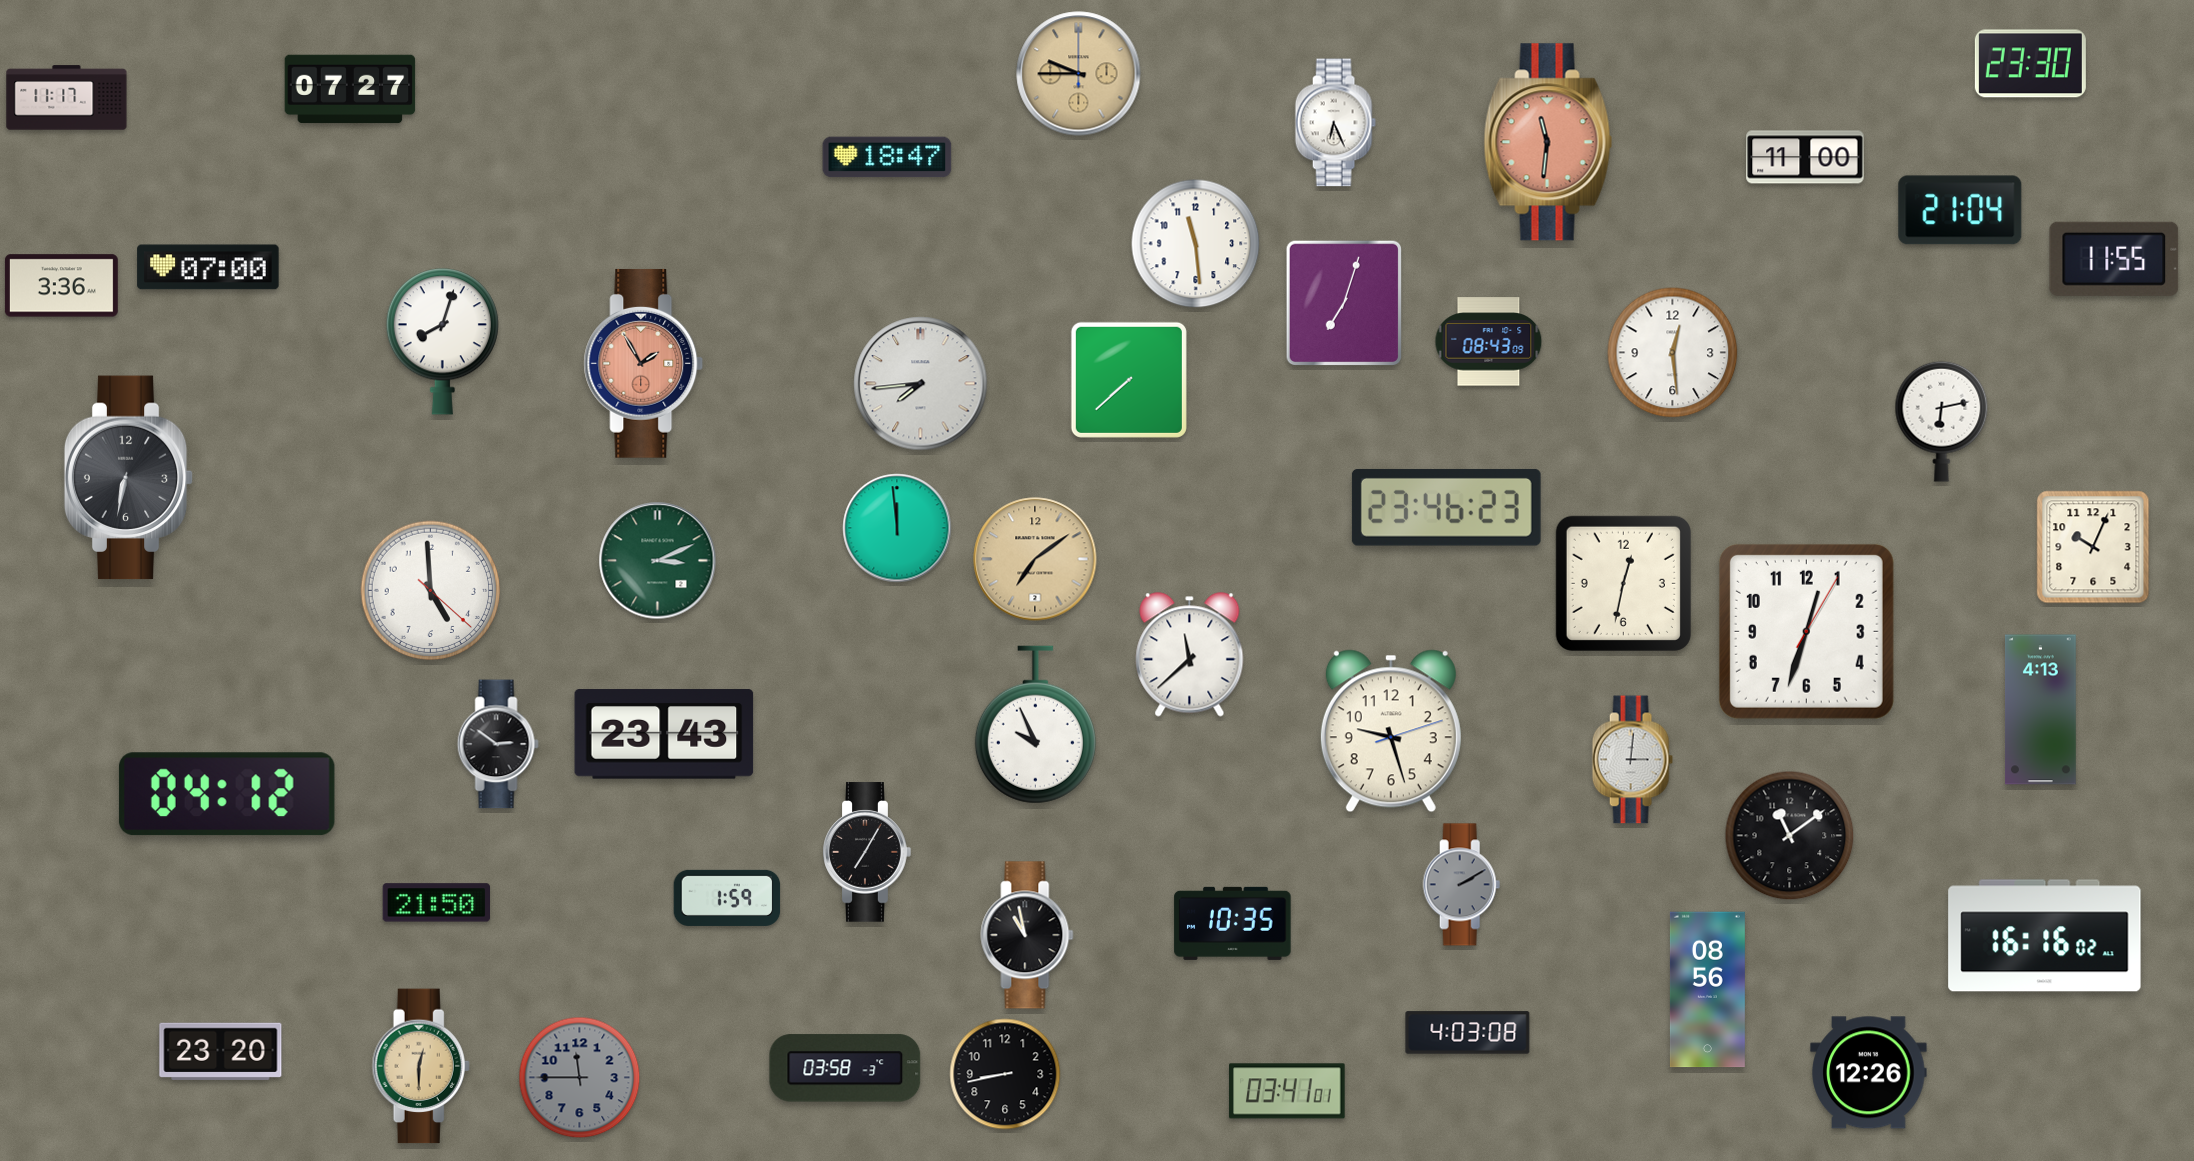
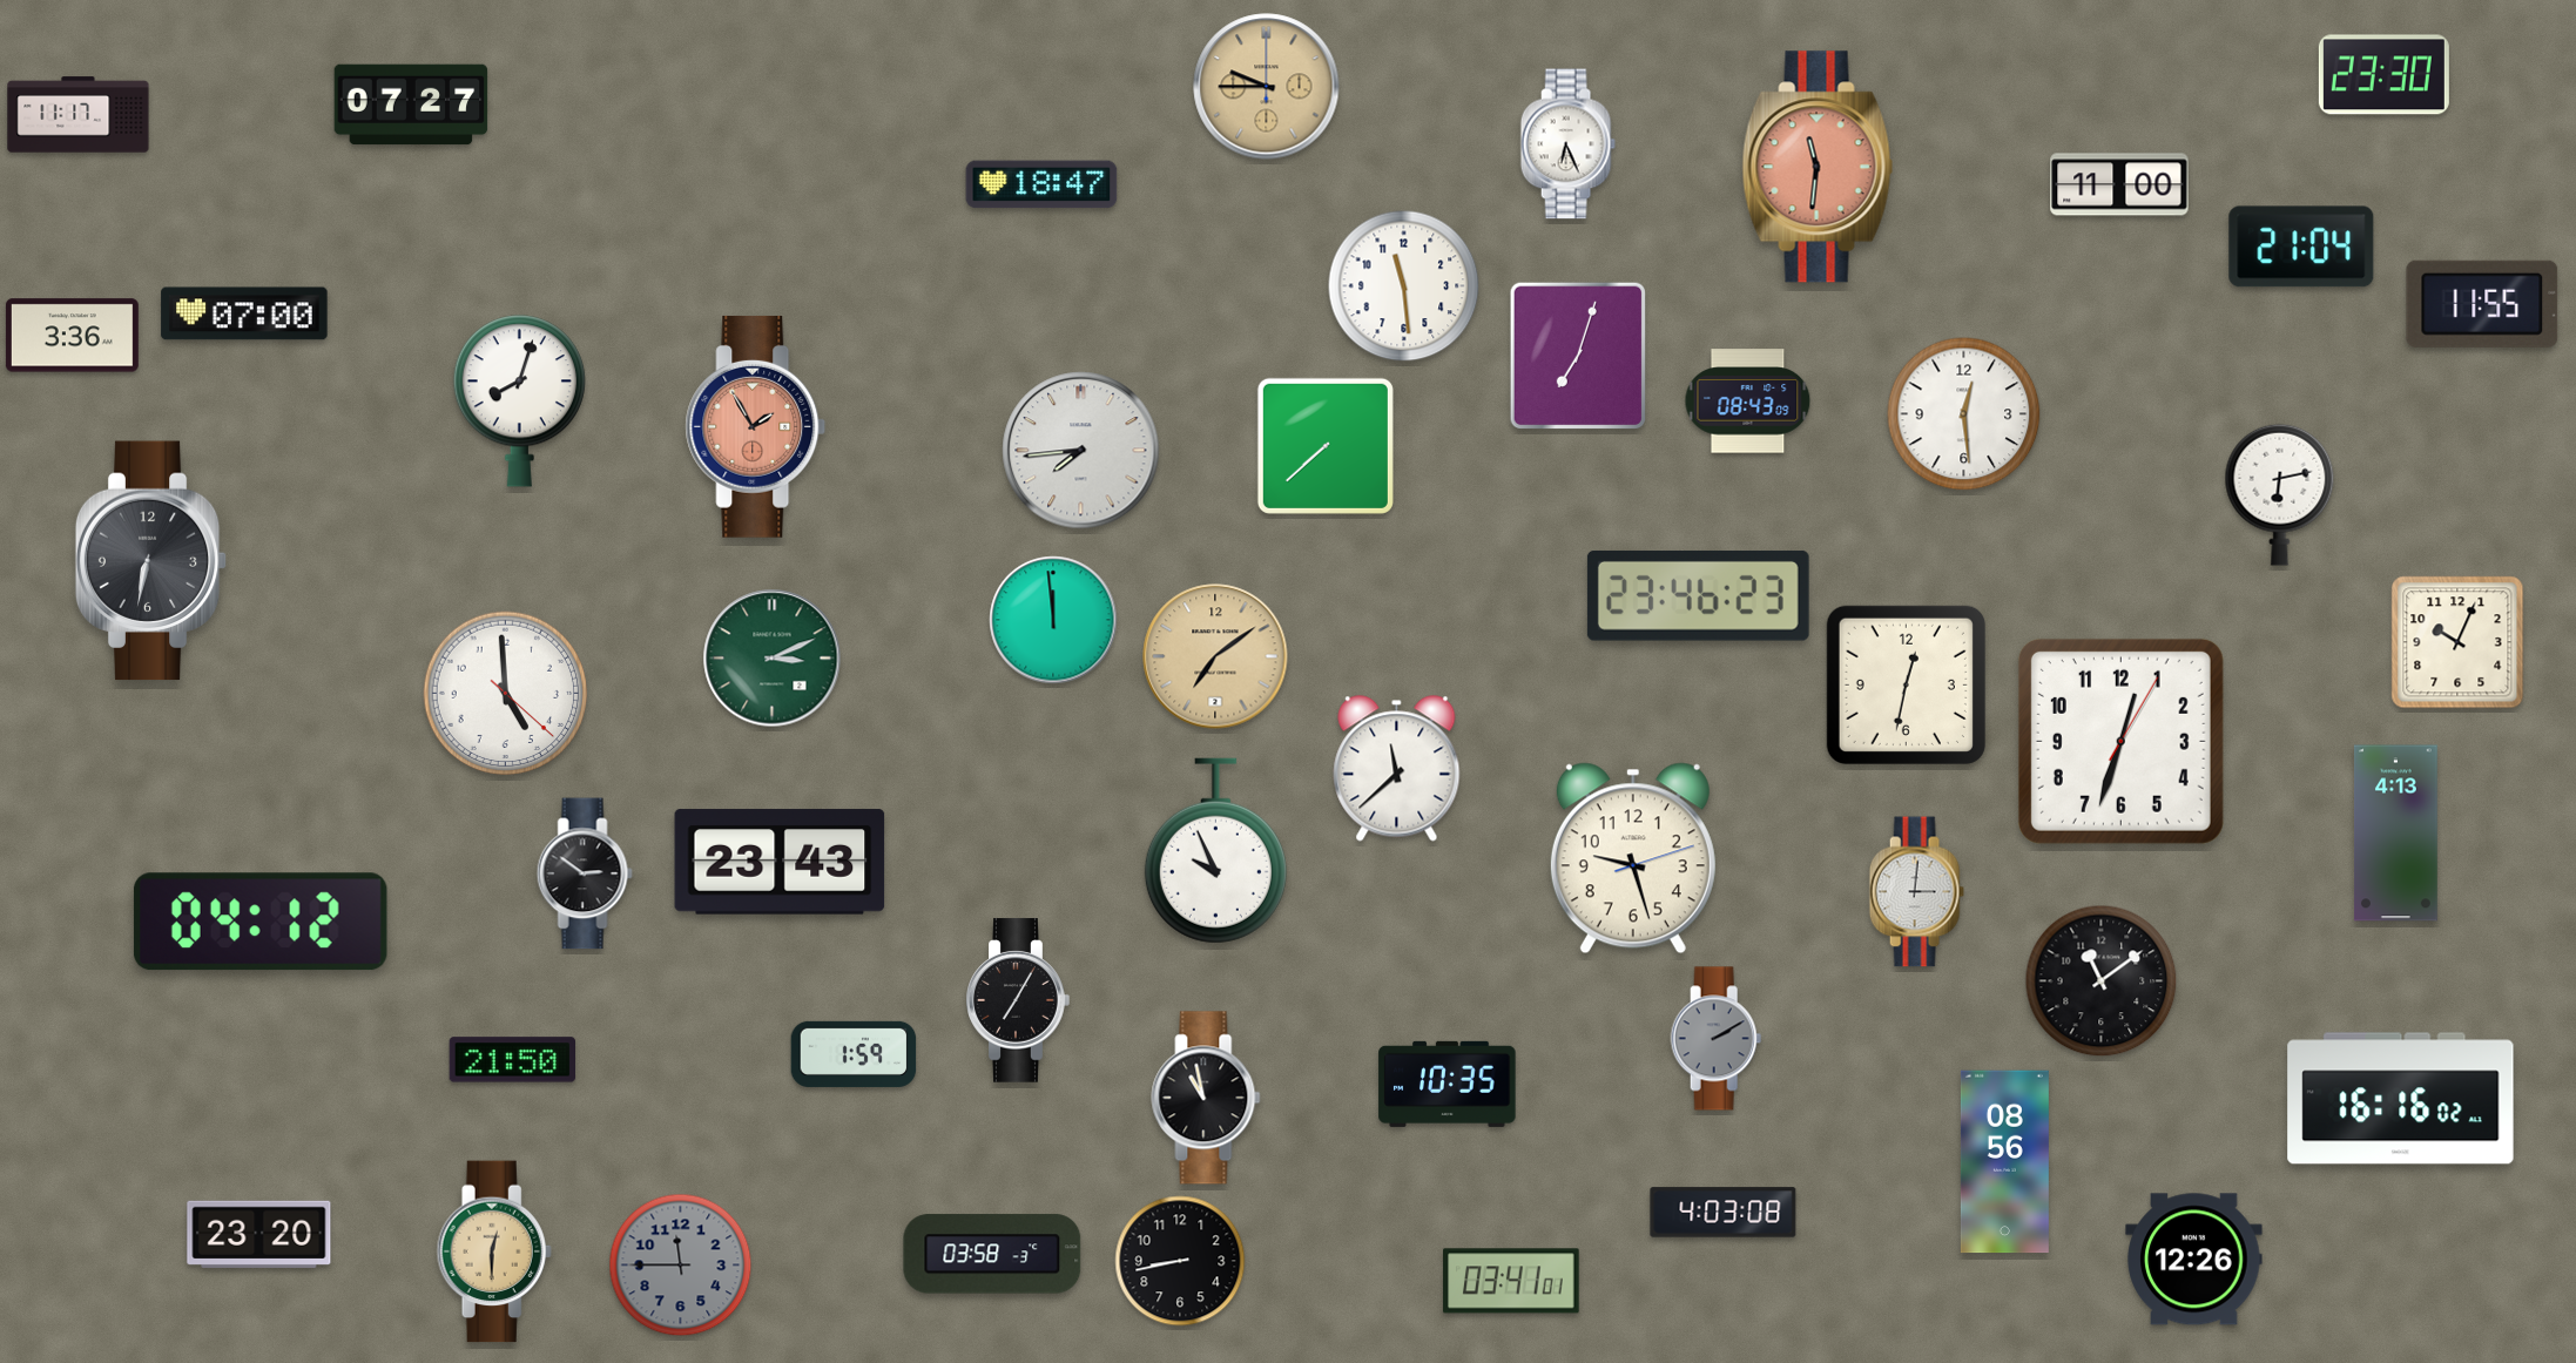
clock at (227, 794) position: (227, 794) -> (261, 922)
